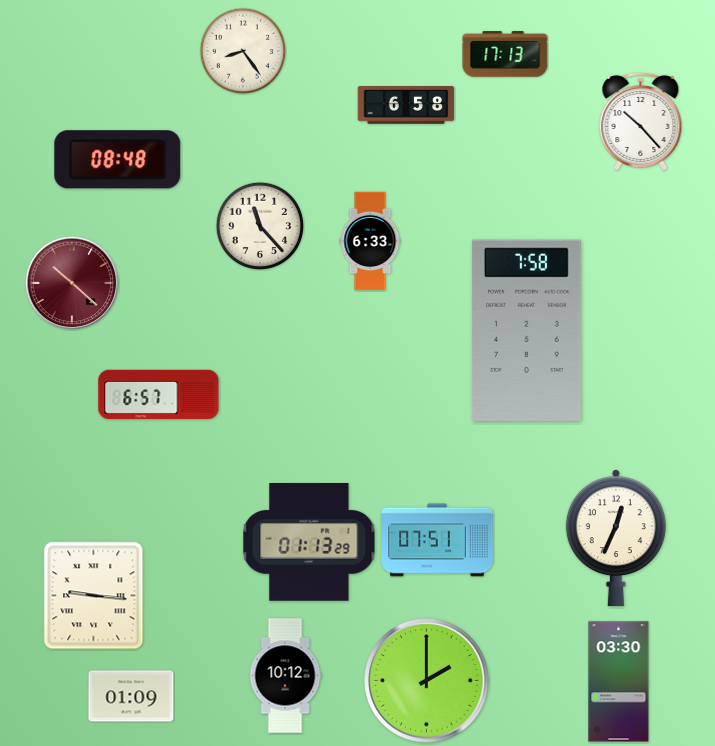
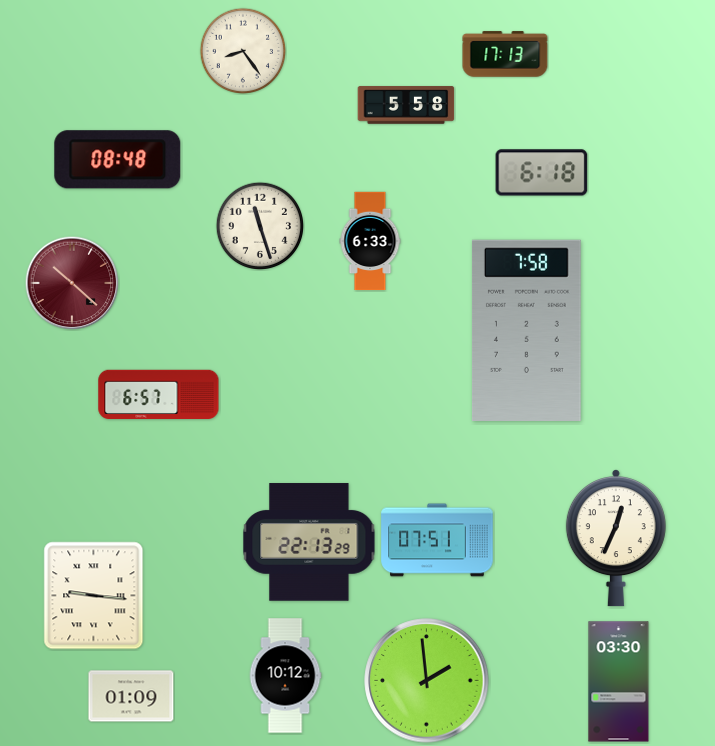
clock at (406, 105): 6:58 -> 5:58
clock at (641, 121): 10:23 -> none
clock at (542, 173): none -> 6:18
clock at (260, 226): 11:23 -> 11:27
clock at (309, 542): 01:13 -> 22:13
clock at (427, 681): 2:00 -> 1:59
